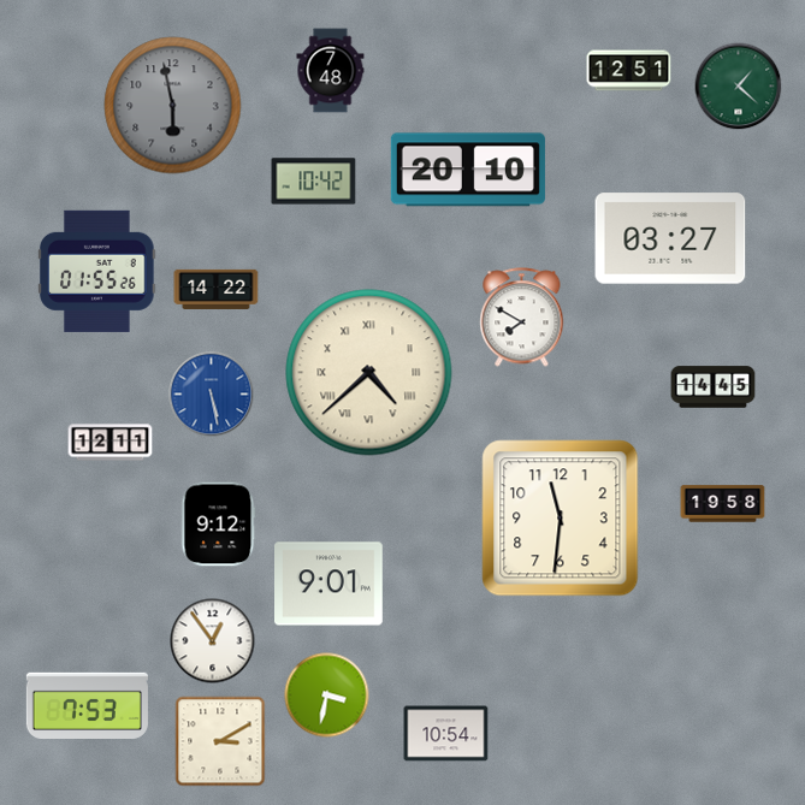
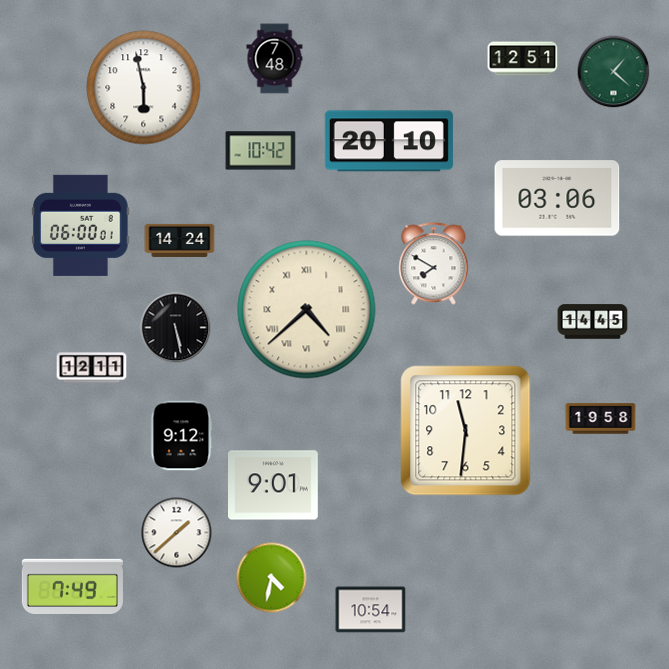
clock at (173, 106) dial: grey -> white
clock at (670, 238): 03:27 -> 03:06
clock at (97, 271): 01:55 -> 06:00
clock at (217, 289): 14:22 -> 14:24
clock at (212, 395) dial: blue -> black
clock at (213, 641): 12:54 -> 1:38
clock at (327, 696): 3:32 -> 4:32
clock at (87, 705): 7:53 -> 7:49
clock at (220, 741): 3:10 -> none
